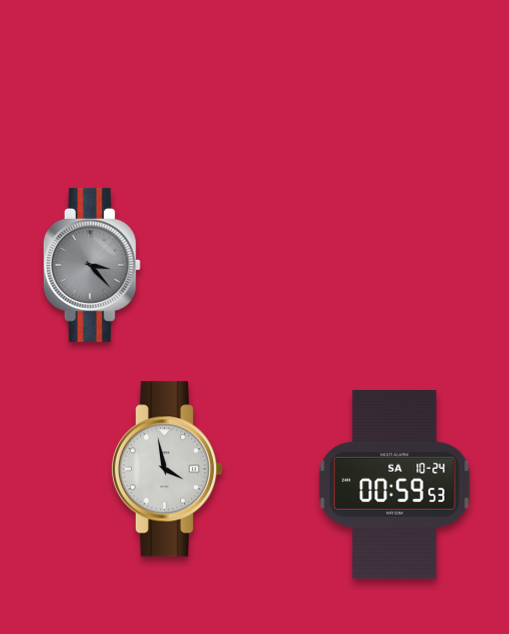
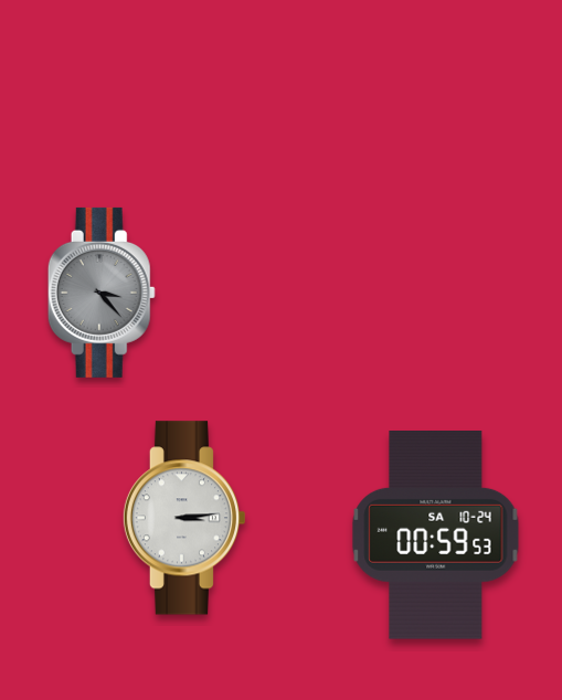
clock at (167, 469): 3:58 -> 3:14
